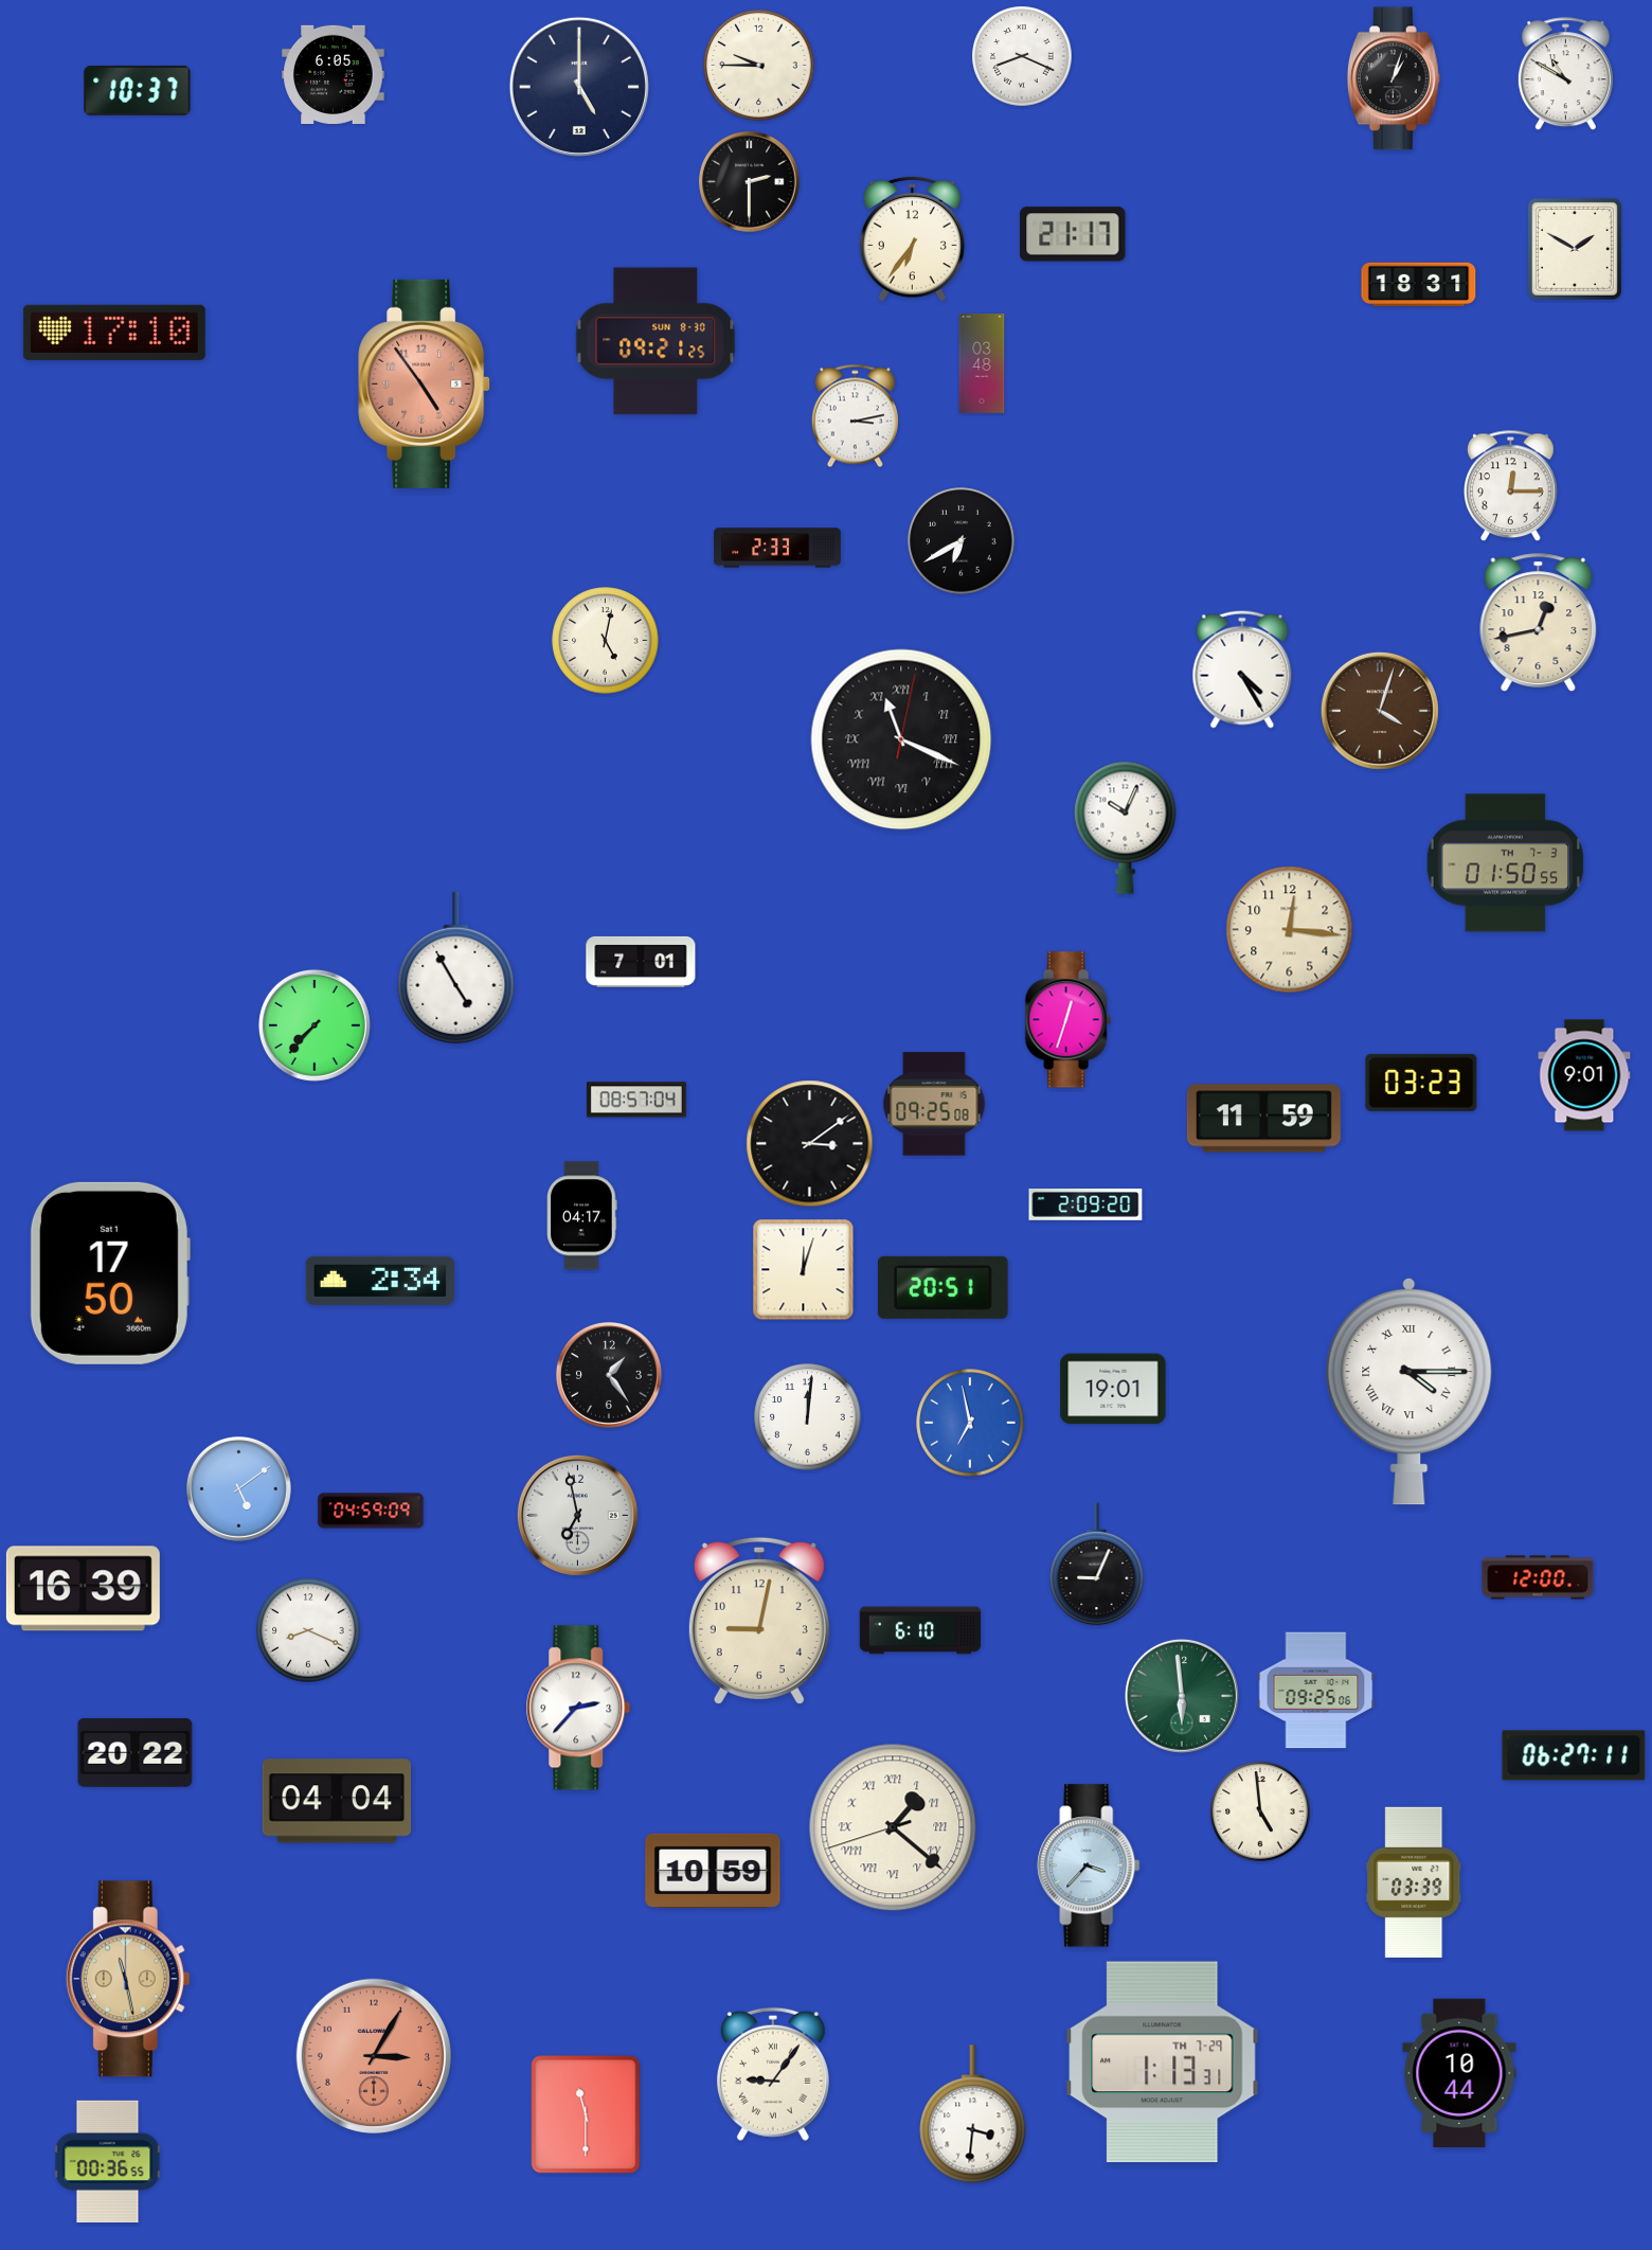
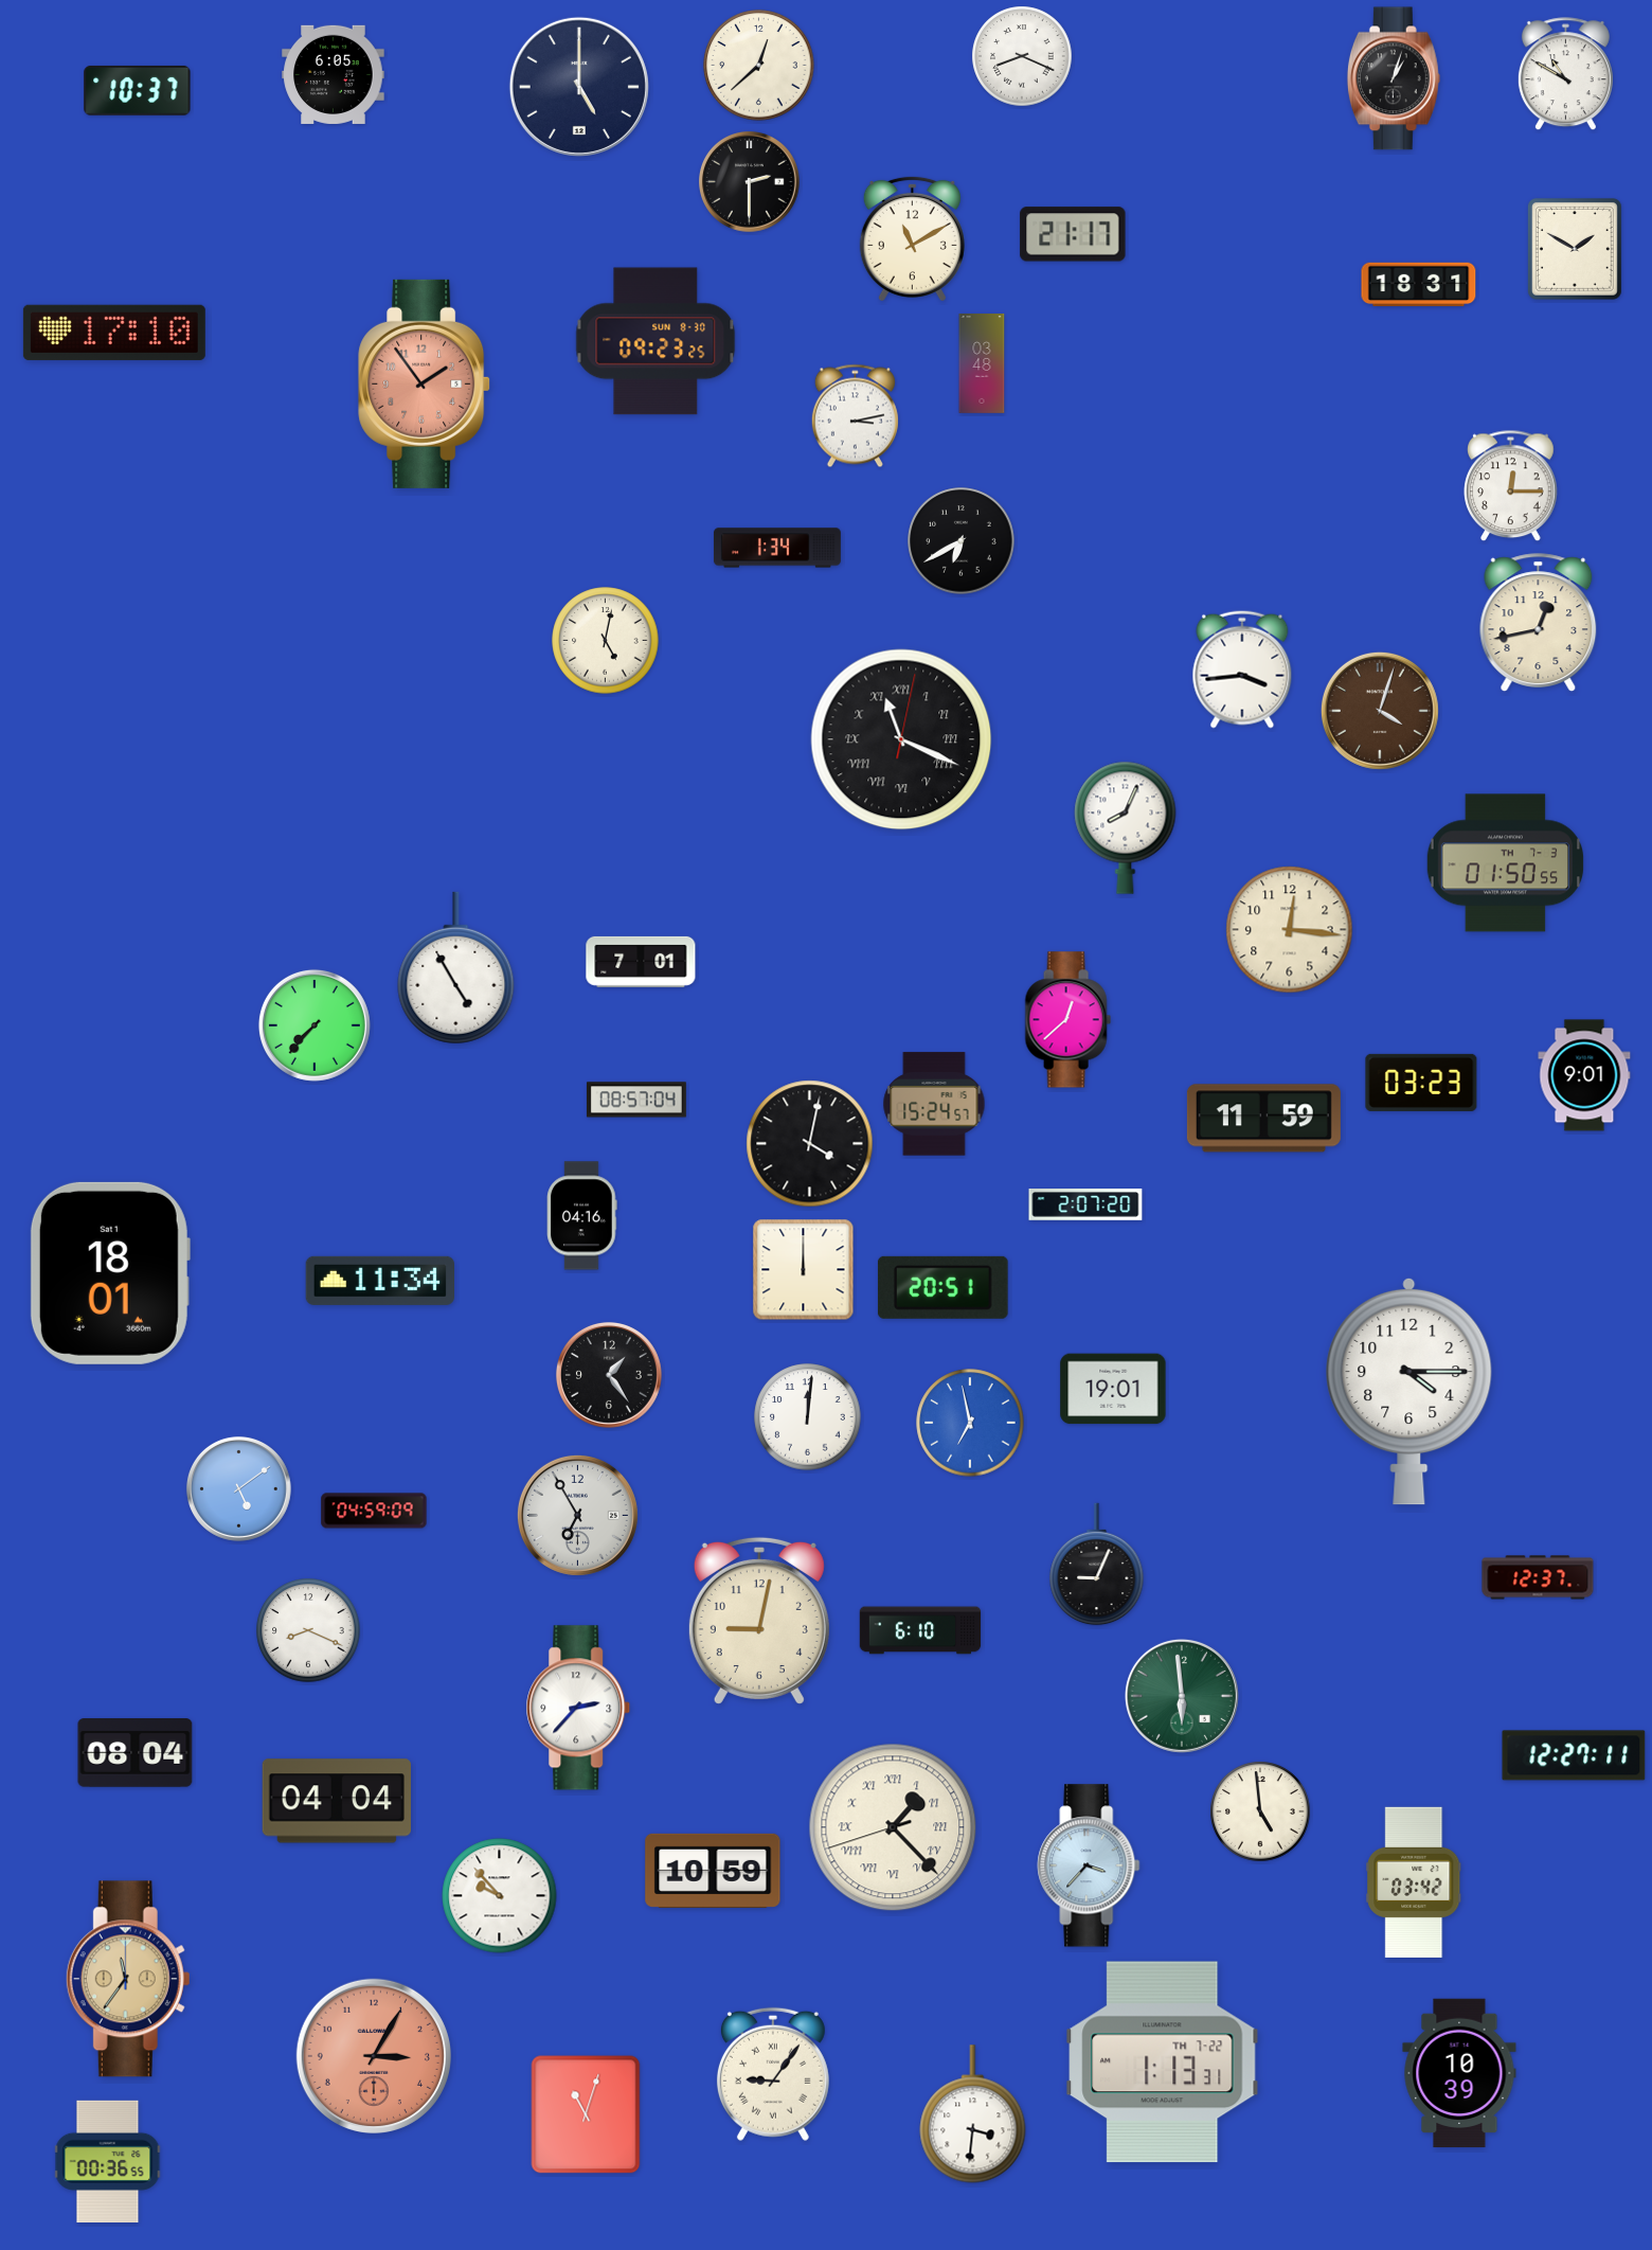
clock at (759, 66): 9:45 -> 12:38
clock at (912, 237): 6:36 -> 11:10
clock at (656, 341): 09:21 -> 09:23
clock at (425, 383): 4:54 -> 1:54
clock at (777, 548): 2:33 -> 1:34
clock at (1242, 669): 4:25 -> 3:44
clock at (1126, 827): 10:04 -> 8:04
clock at (1067, 1020): 12:33 -> 12:38
clock at (934, 1104): 09:25 -> 15:24
clock at (810, 1144): 3:09 -> 4:02
clock at (1085, 1204): 2:09 -> 2:07
clock at (582, 1216): 04:17 -> 04:16
clock at (804, 1270): 12:03 -> 12:00
clock at (110, 1273): 17:50 -> 18:01
clock at (379, 1281): 2:34 -> 11:34
clock at (1409, 1391) numerals: Roman -> Arabic
clock at (371, 1511) position: (371, 1511) -> (374, 1511)
clock at (577, 1515): 6:58 -> 6:55
clock at (1538, 1577): 12:00 -> 12:37
clock at (83, 1589): 16:39 -> none
clock at (1316, 1691): 09:25 -> none
clock at (136, 1753): 20:22 -> 08:04
clock at (1574, 1755): 06:27 -> 12:27
clock at (893, 1827): 1:21 -> 1:22
clock at (1414, 1882): 03:39 -> 03:42
clock at (500, 1896): none -> 9:53
clock at (128, 1979): 11:28 -> 11:36
clock at (1163, 2062) date: TH 7-29 -> TH 7-22
clock at (1459, 2073): 10:44 -> 10:39
clock at (586, 2114): 11:30 -> 11:03
